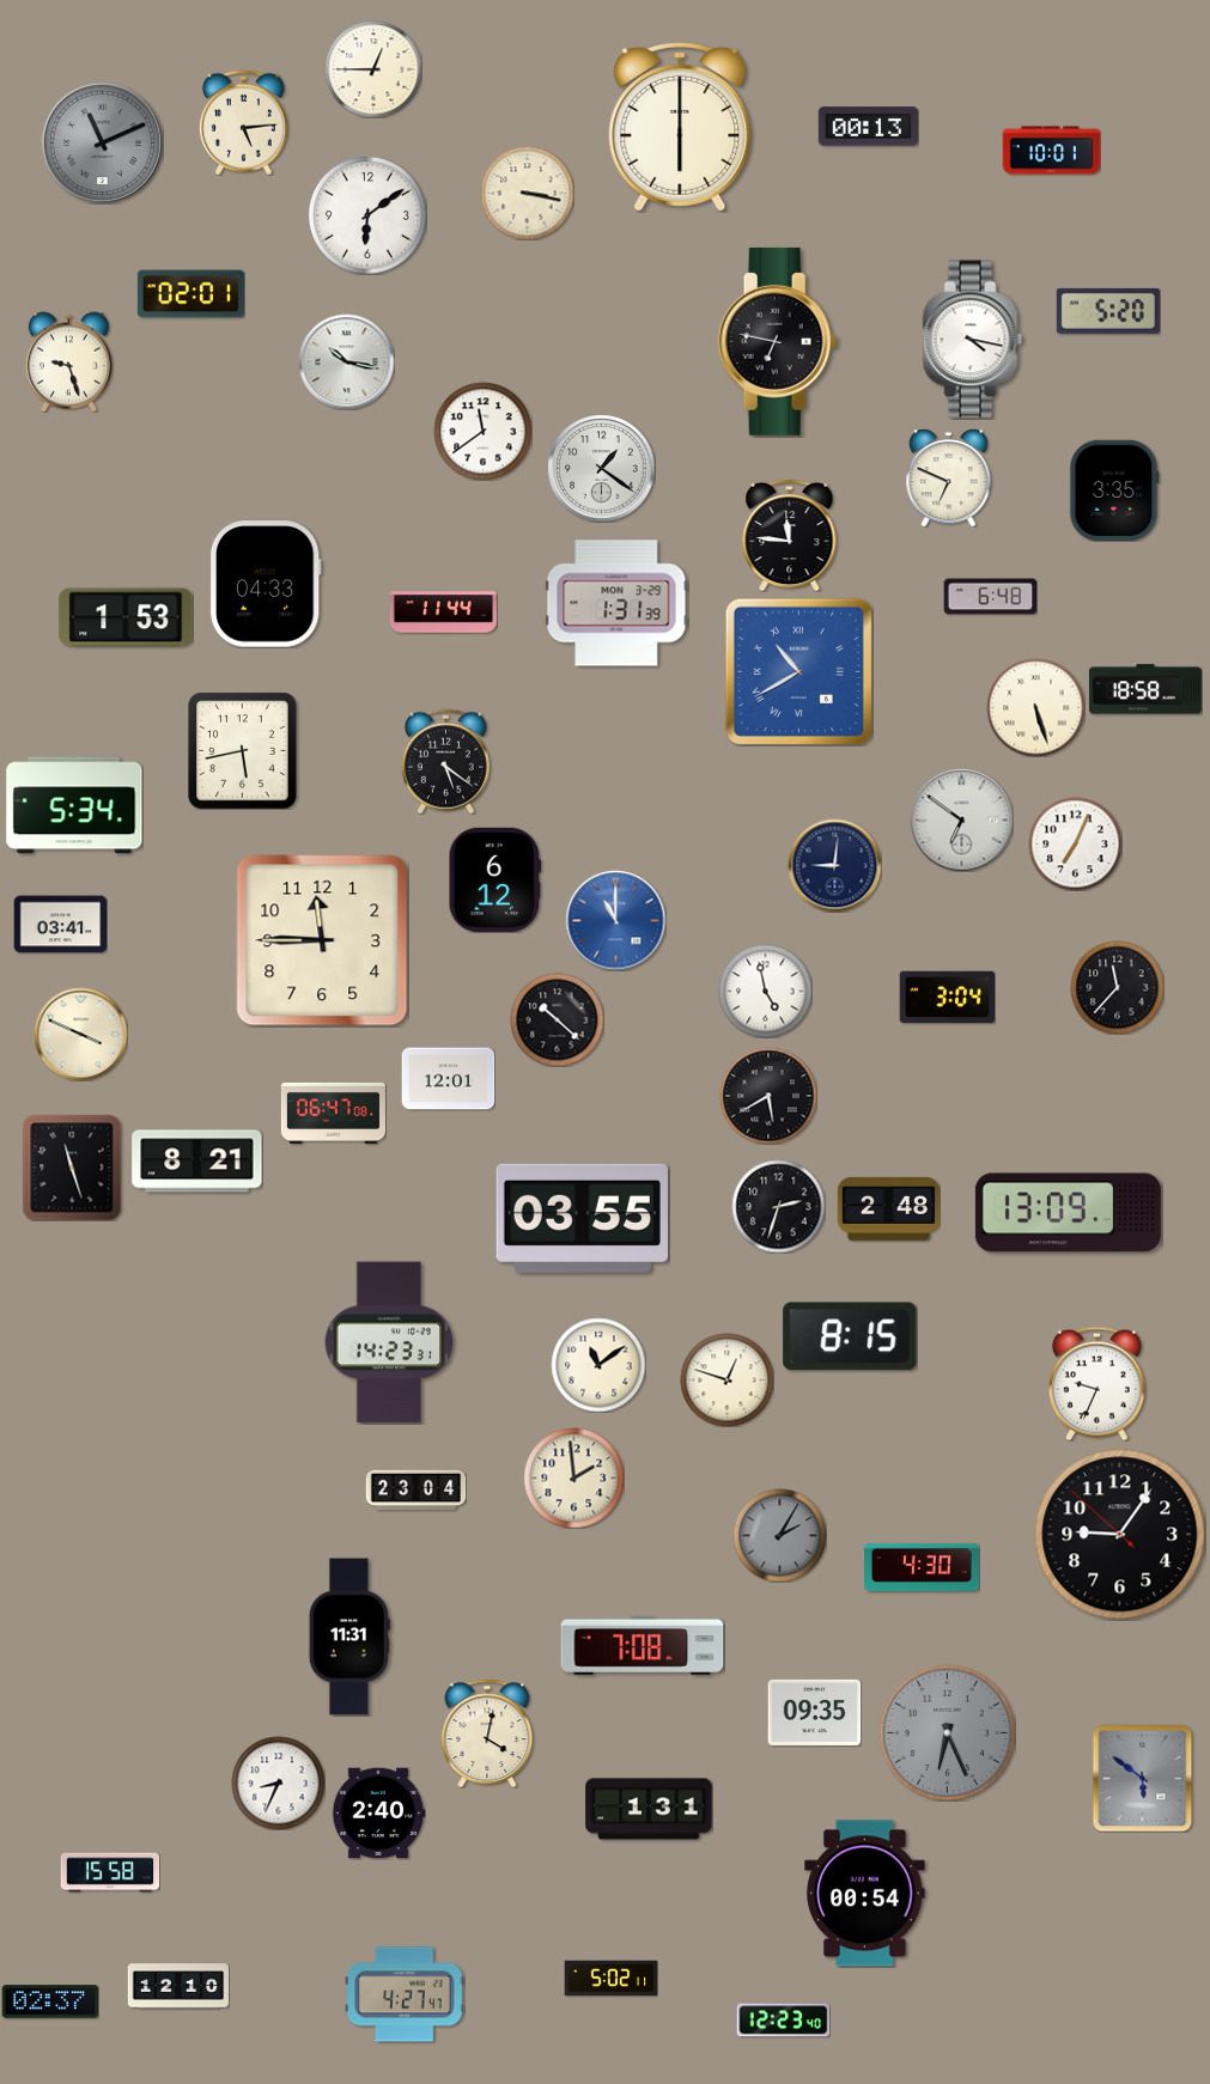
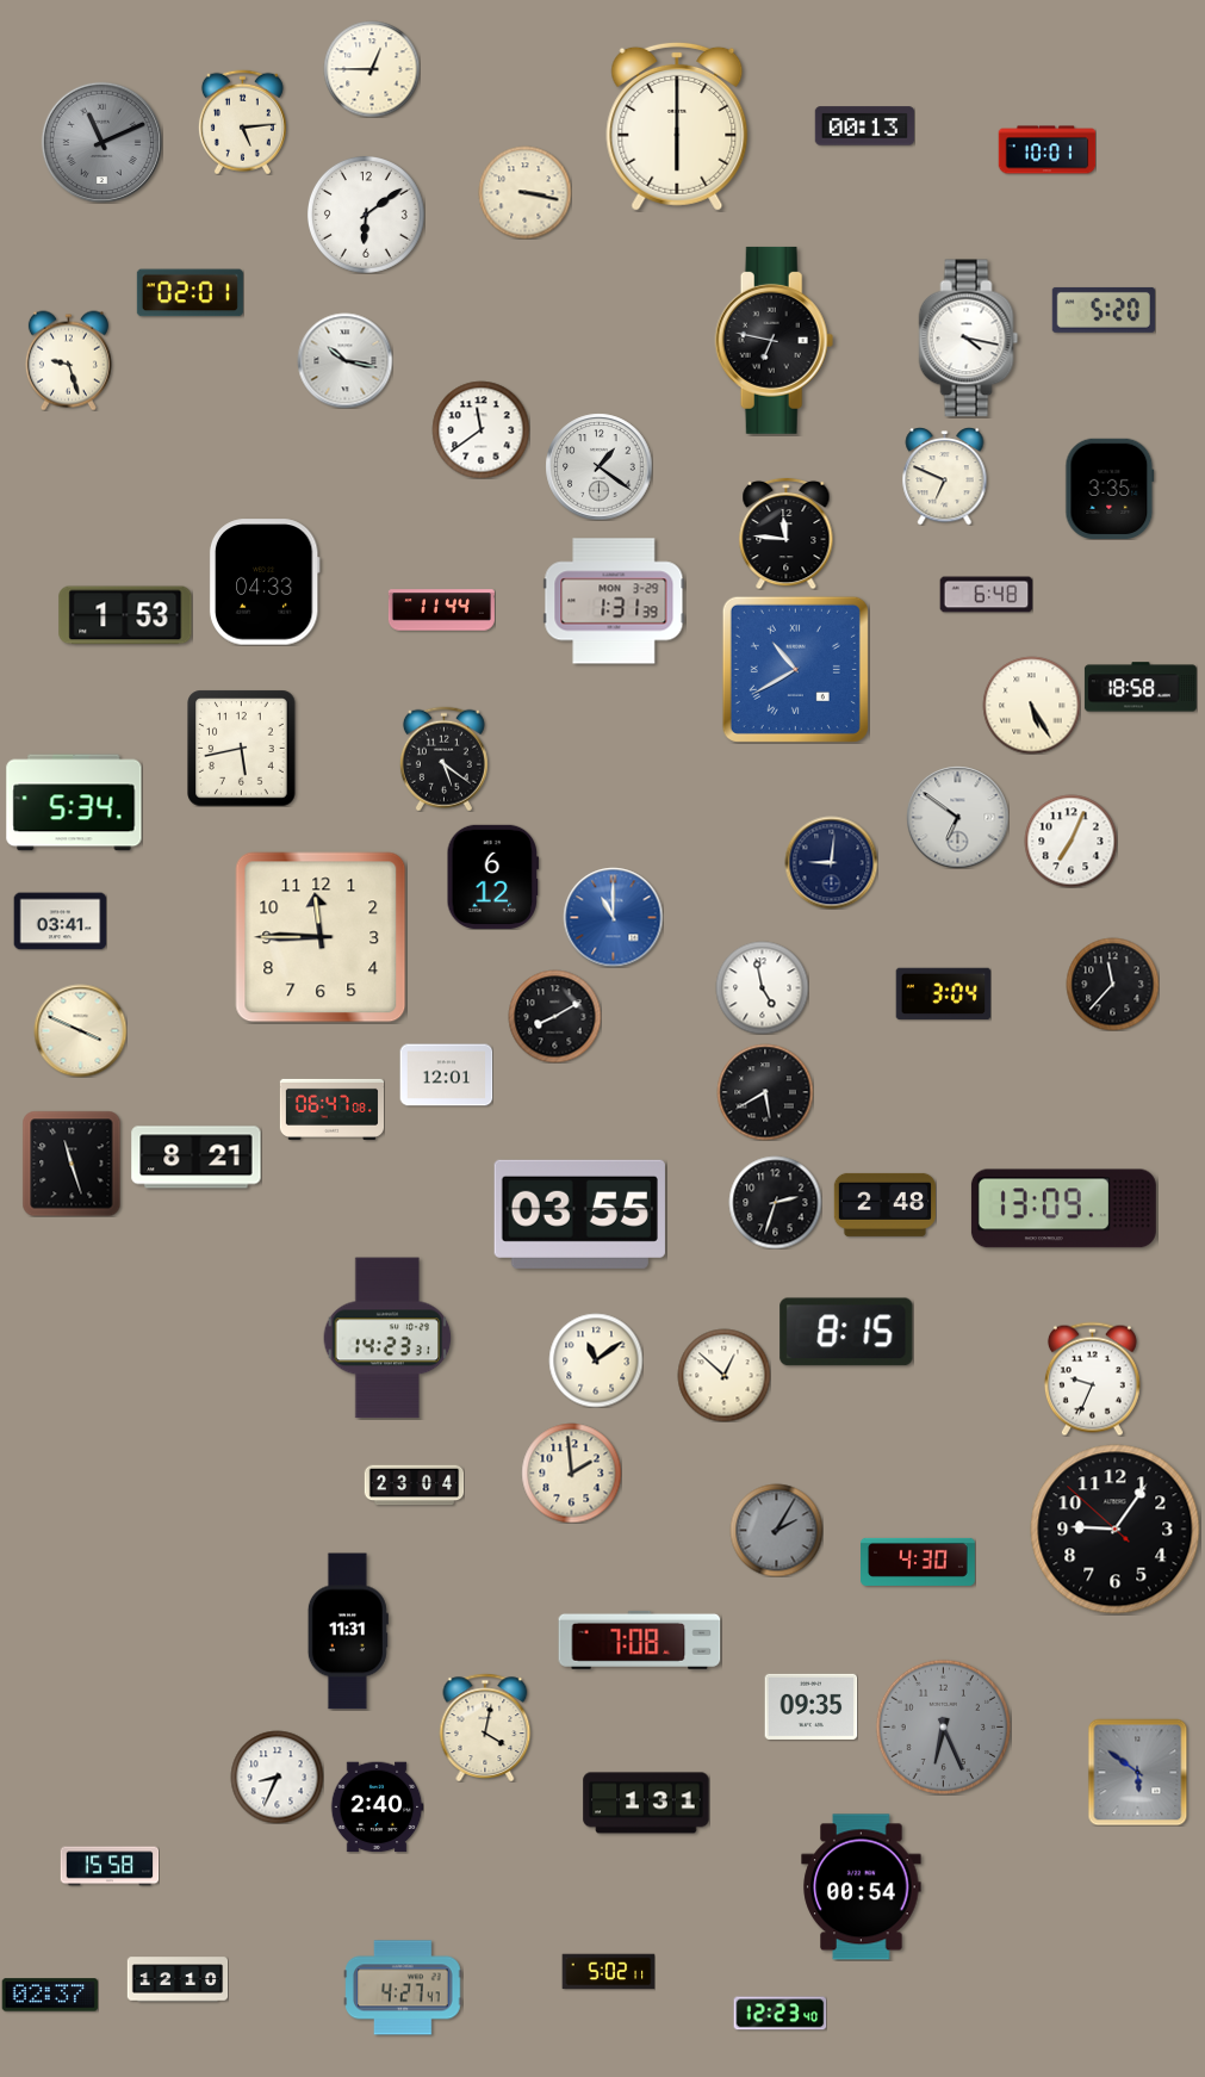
clock at (1035, 707): 5:27 -> 5:25
clock at (557, 1019): 10:22 -> 8:10
clock at (726, 1379): 12:48 -> 12:52
